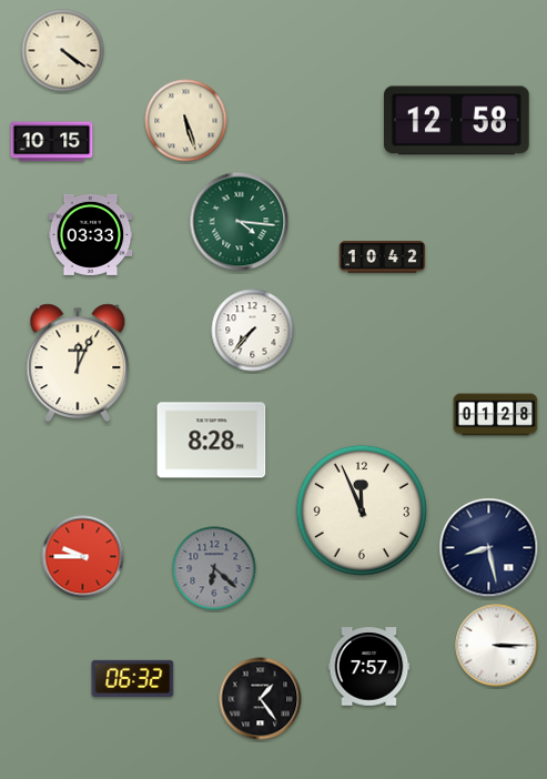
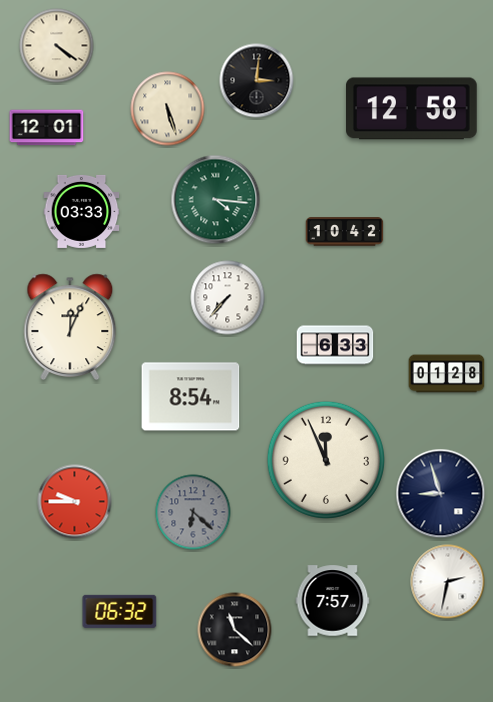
clock at (257, 81): none -> 3:01
clock at (52, 142): 10:15 -> 12:01
clock at (335, 345): none -> 6:33
clock at (212, 441): 8:28 -> 8:54
clock at (489, 548): 8:28 -> 8:57
clock at (497, 646): 3:15 -> 2:32
clock at (261, 699): 1:24 -> 11:22
